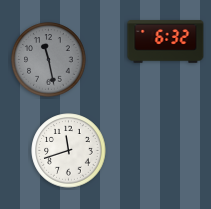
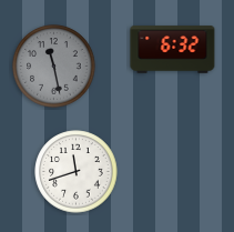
clock at (166, 42) position: (166, 42) -> (173, 50)
clock at (69, 151) position: (69, 151) -> (77, 172)
